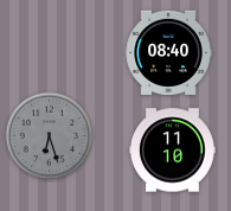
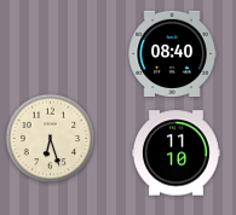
clock at (50, 136) dial: grey -> cream
